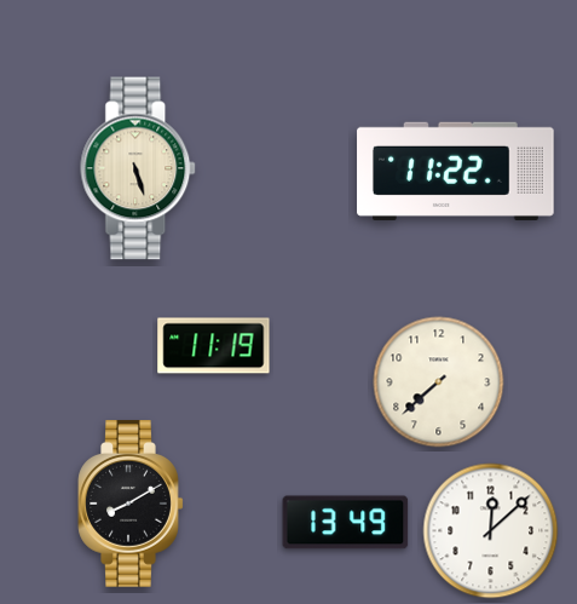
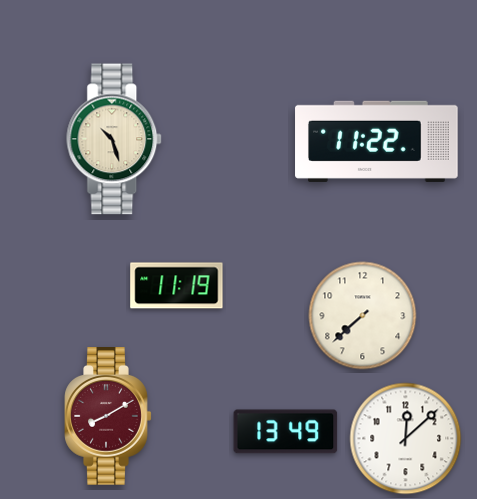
clock at (139, 168): 5:27 -> 10:27
clock at (131, 505) dial: black -> burgundy
